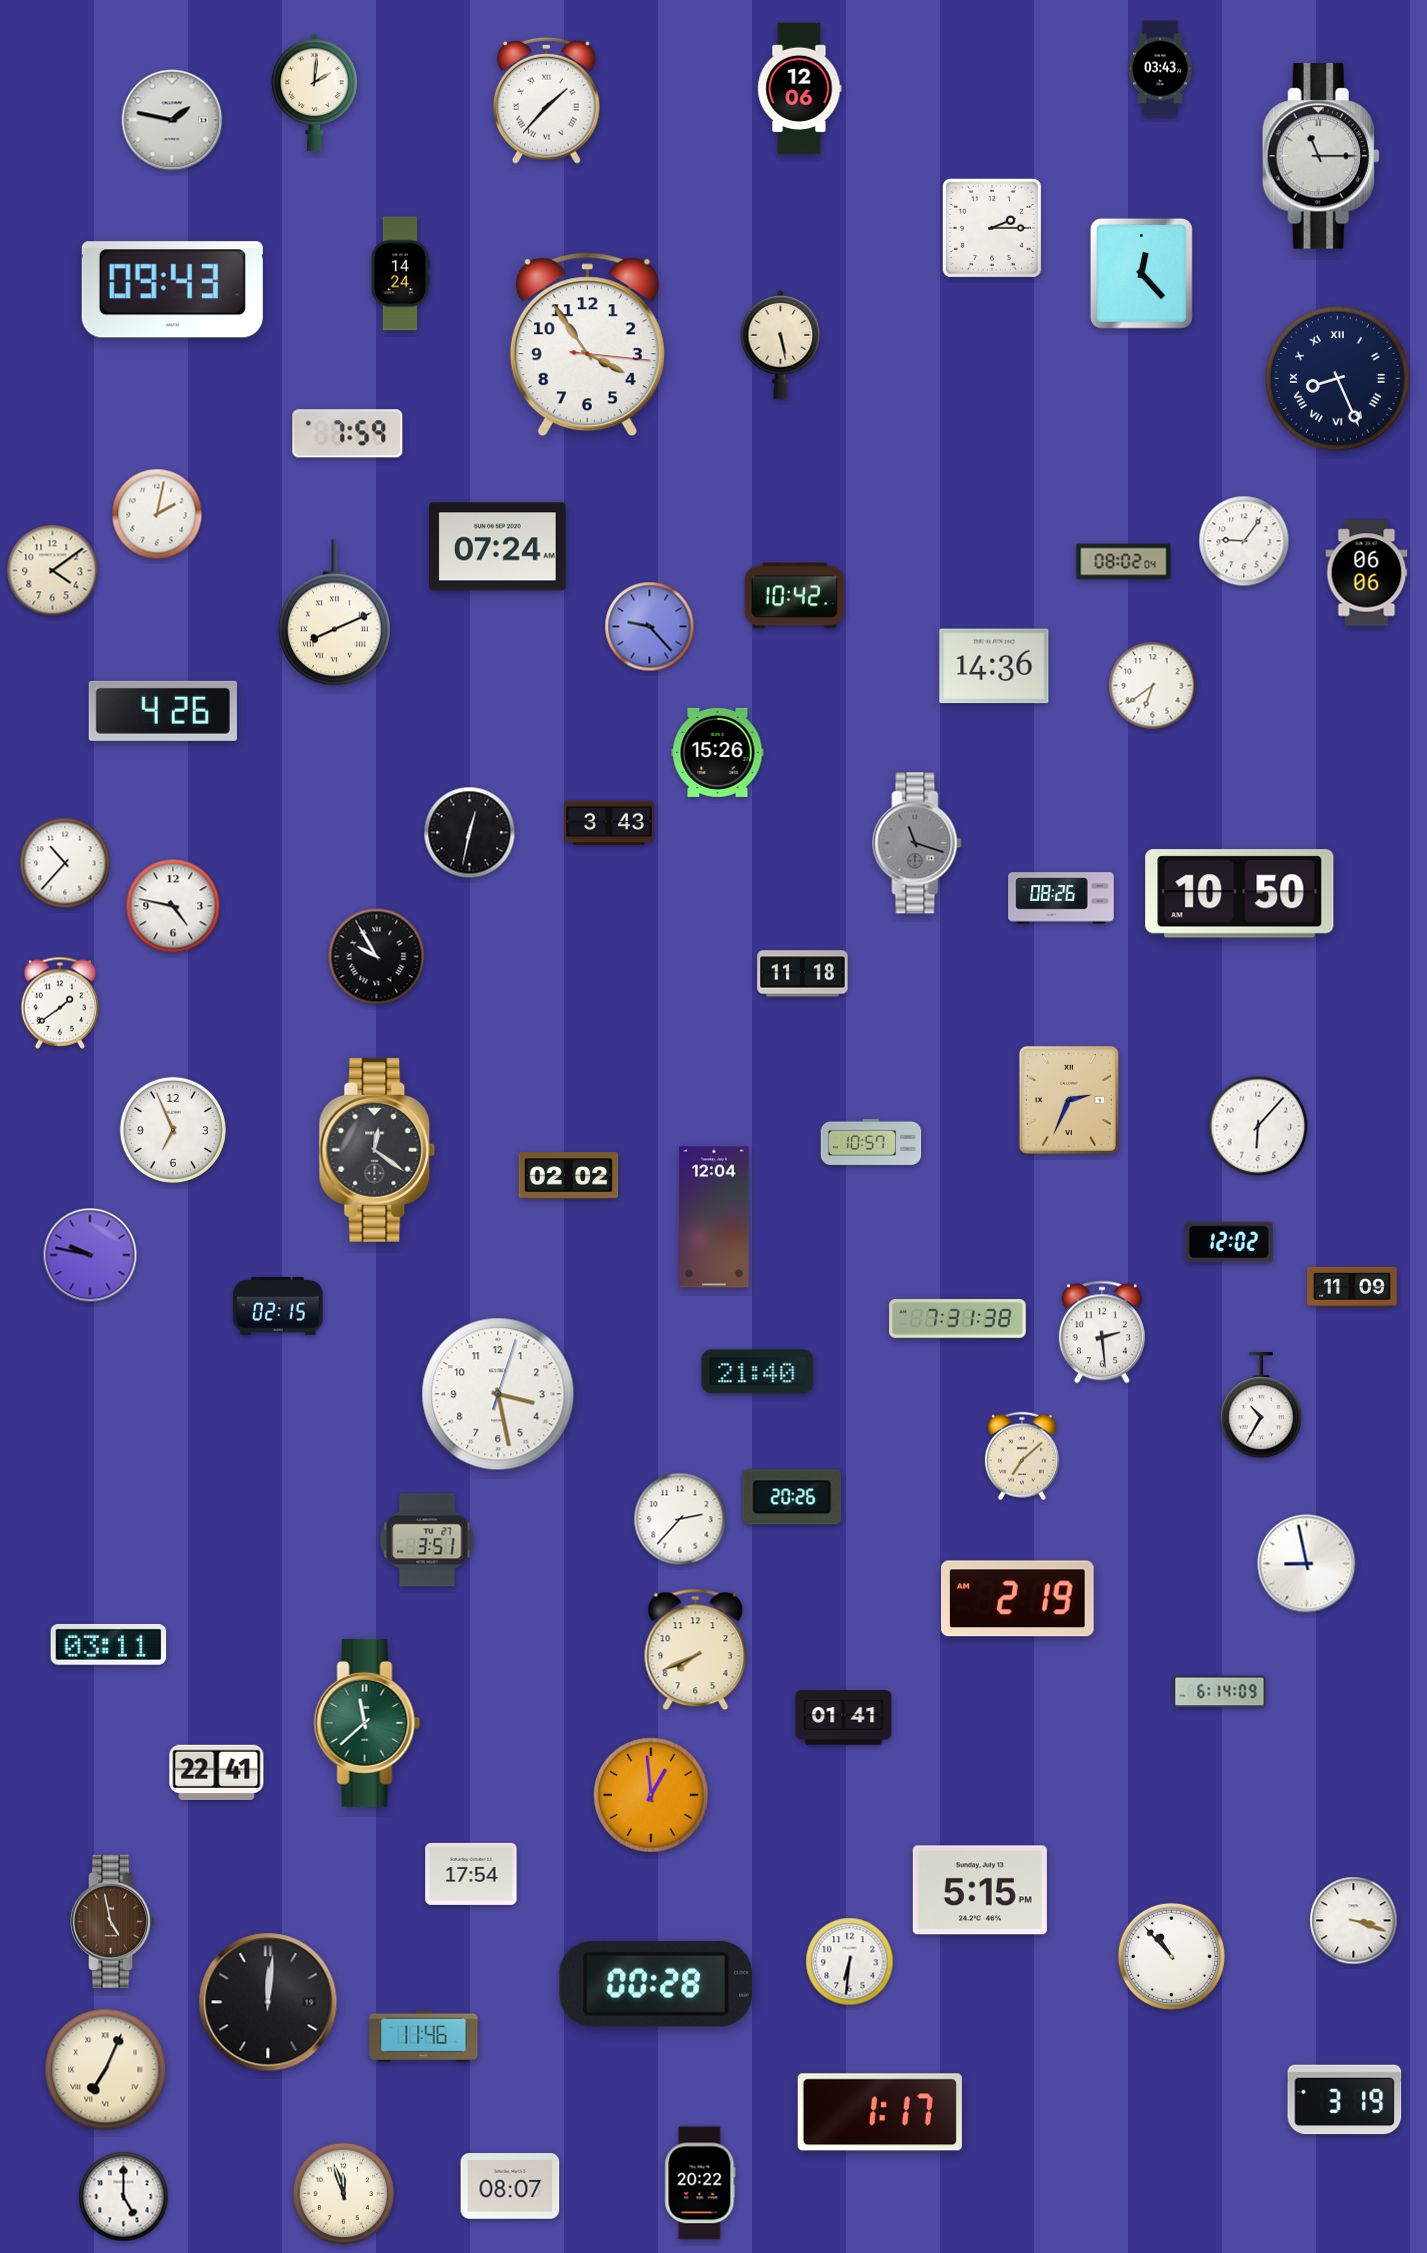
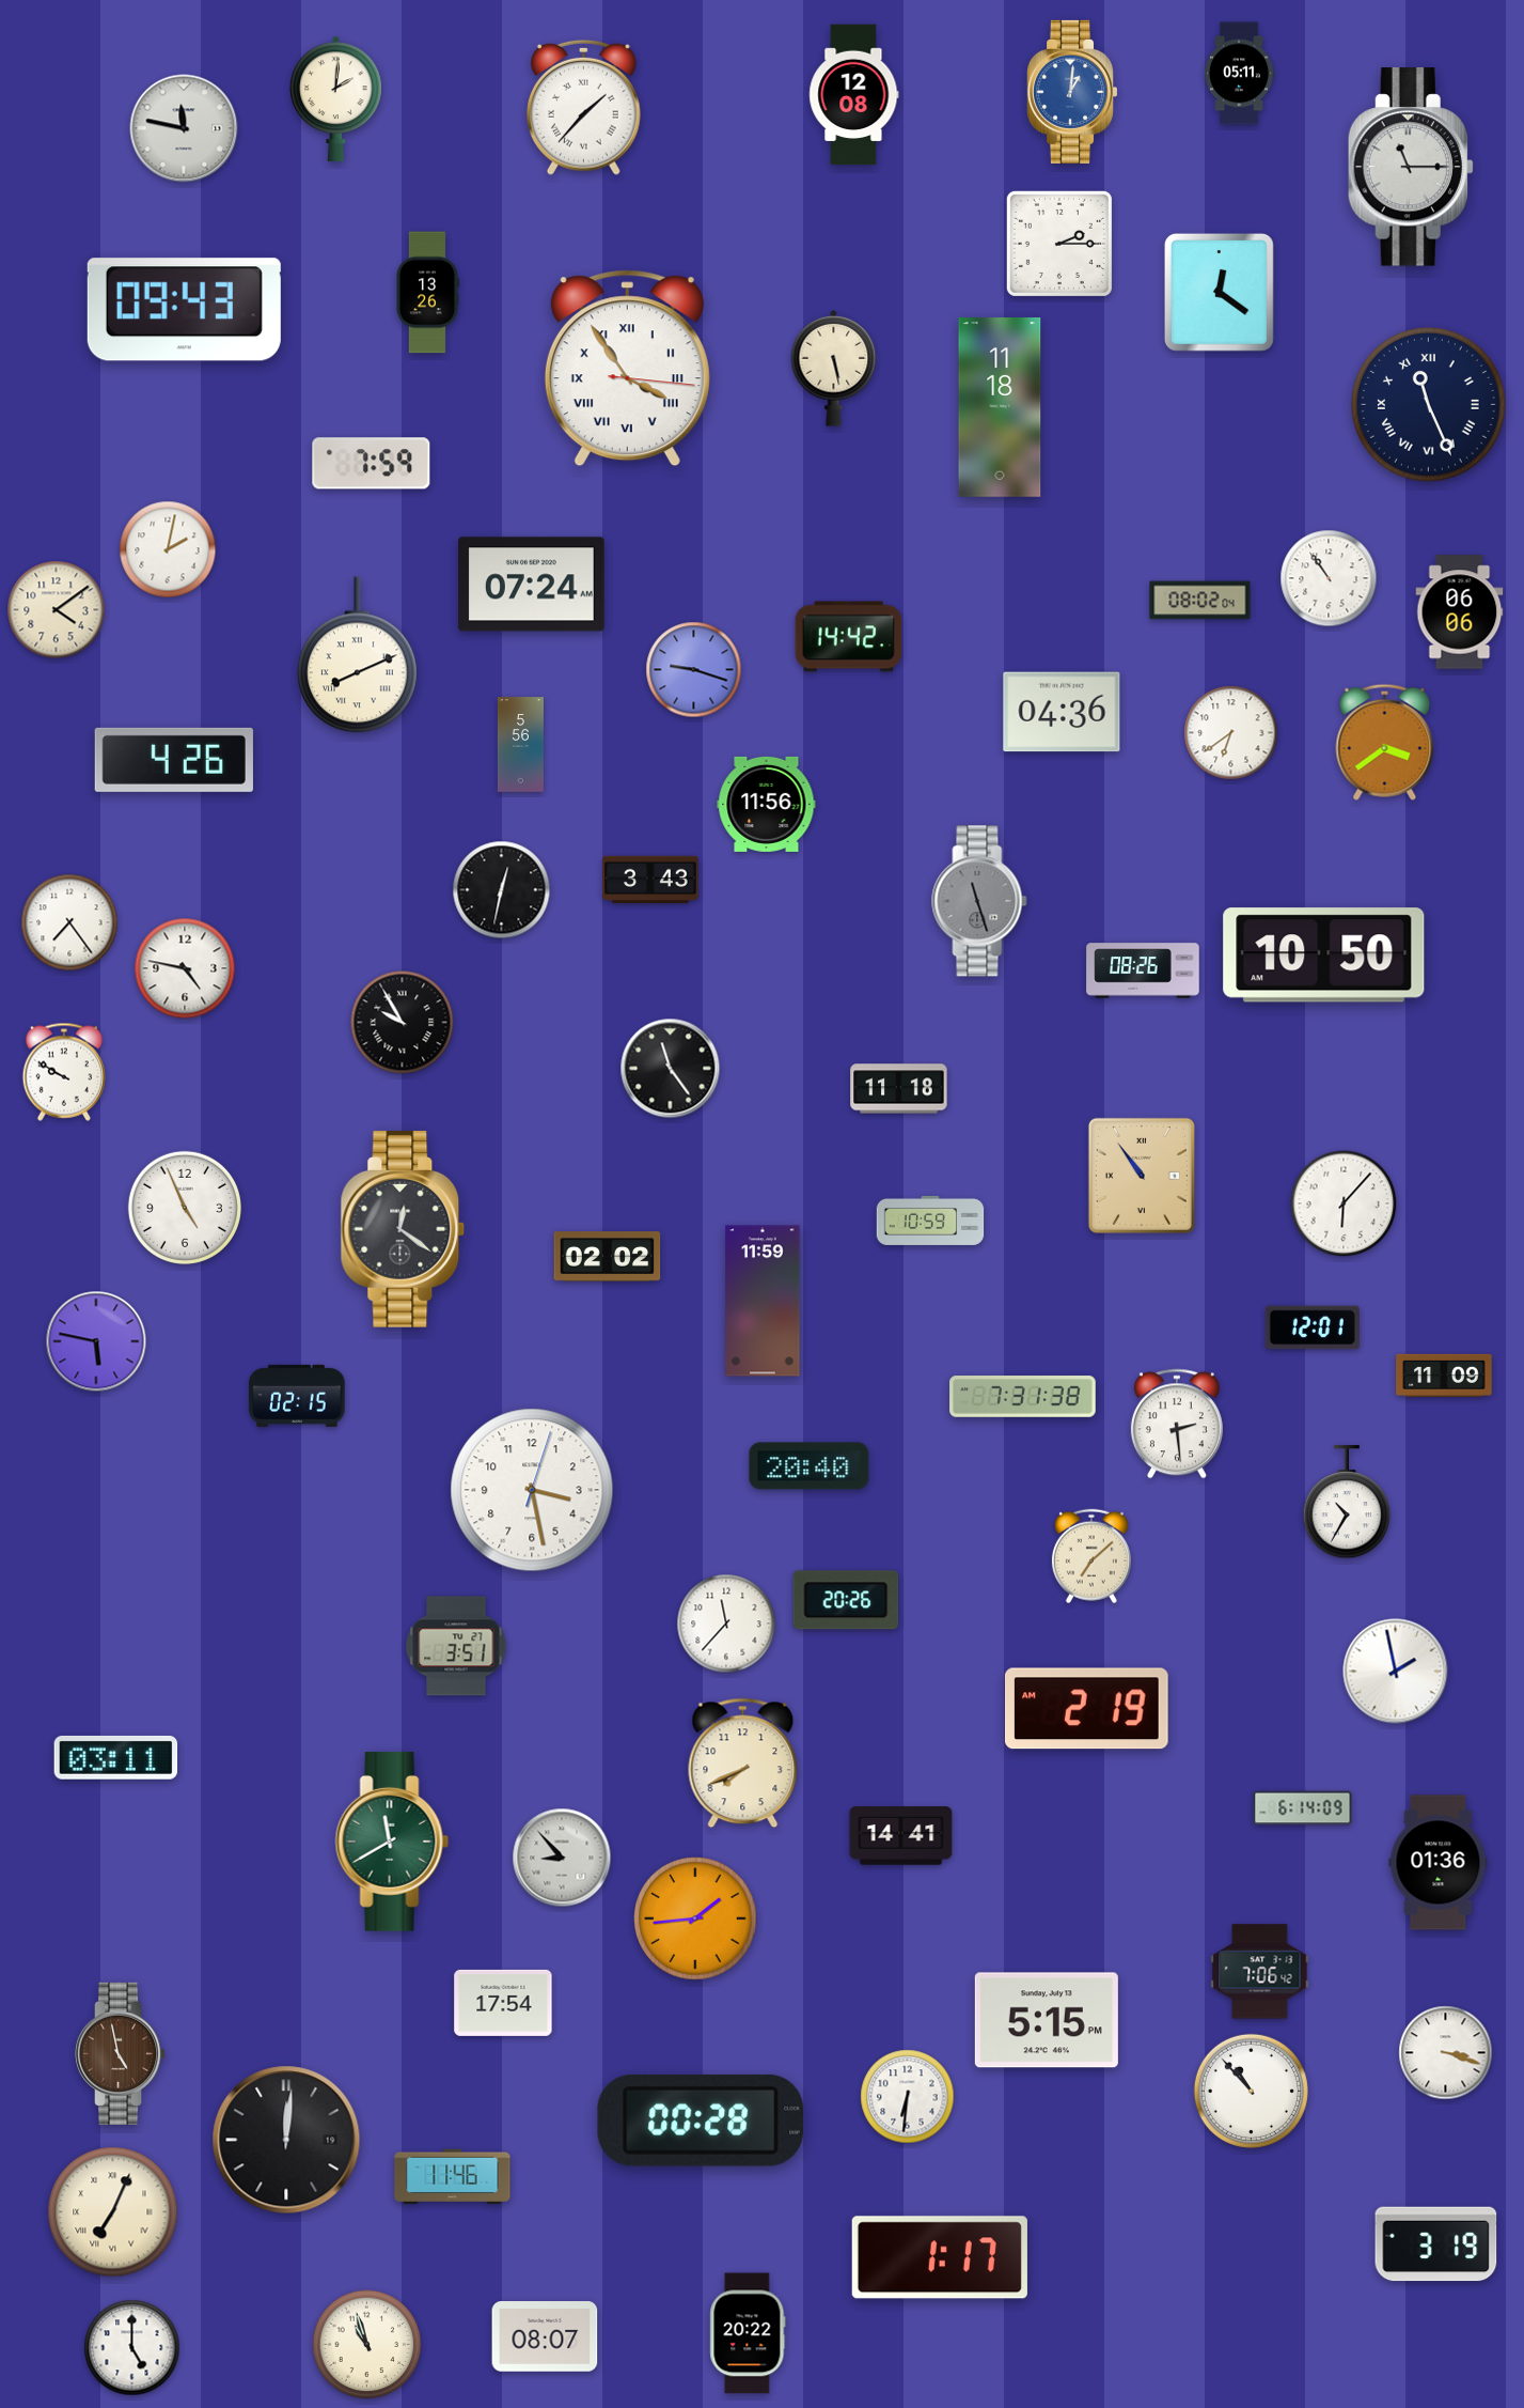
clock at (1161, 69): 03:43 -> 05:11
clock at (1072, 92): none -> 1:01
clock at (800, 89): 12:06 -> 12:08
clock at (172, 120): 1:47 -> 11:47
clock at (1141, 273): 12:23 -> 12:21
clock at (400, 274): 14:24 -> 13:26
clock at (587, 345) numerals: Arabic -> Roman
clock at (1338, 379): 8:26 -> 11:26
clock at (1000, 408): none -> 11:18
clock at (1244, 541): 9:06 -> 10:54
clock at (795, 596): 10:42 -> 14:42
clock at (650, 627): 9:23 -> 9:18
clock at (994, 666): 14:36 -> 04:36
clock at (1385, 742): none -> 3:39
clock at (520, 745): none -> 5:56
clock at (718, 752): 15:26 -> 11:56
clock at (917, 843): 11:18 -> 11:27
clock at (65, 863): 10:37 -> 7:24
clock at (1061, 898) position: (1061, 898) -> (1143, 970)
clock at (803, 974) position: (803, 974) -> (899, 1089)
clock at (671, 1069): none -> 11:24
clock at (60, 1003): 1:39 -> 9:50
clock at (1069, 1100): 2:34 -> 10:54
clock at (173, 1130): 6:56 -> 4:56
clock at (871, 1142): 10:57 -> 10:59
clock at (714, 1217): 12:04 -> 11:59
clock at (1229, 1242): 12:02 -> 12:01
clock at (90, 1255): 9:47 -> 5:47
clock at (958, 1319) position: (958, 1319) -> (1023, 1397)
clock at (758, 1372): 21:40 -> 20:40
clock at (680, 1519): 2:37 -> 11:37
clock at (1307, 1564): 8:58 -> 1:58
clock at (844, 1718): 01:41 -> 14:41
clock at (367, 1723): 11:38 -> 11:40
clock at (562, 1858): none -> 8:53
clock at (1439, 1863): none -> 01:36
clock at (217, 1772): 22:41 -> none
clock at (651, 1795): 12:59 -> 1:44
clock at (1260, 1972): none -> 7:06
clock at (344, 2194): 11:57 -> 10:57
